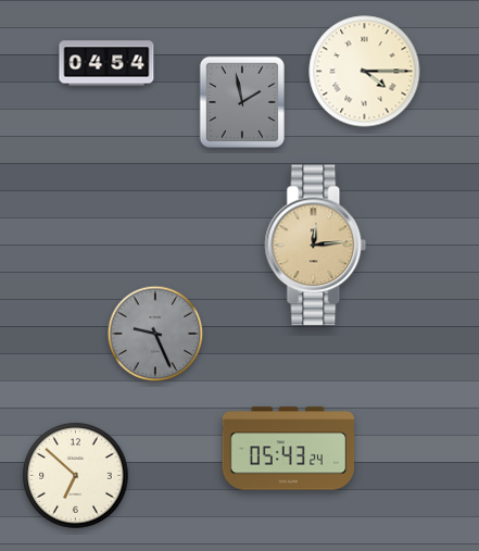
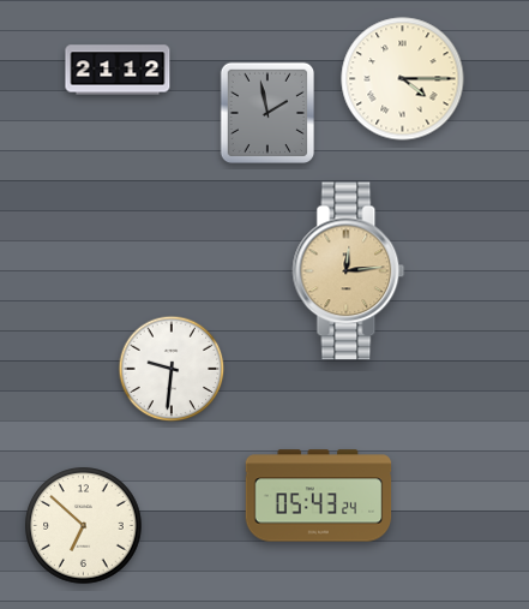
clock at (106, 63): 04:54 -> 21:12
clock at (155, 334): 9:26 -> 9:31
clock at (155, 334) dial: grey -> white
